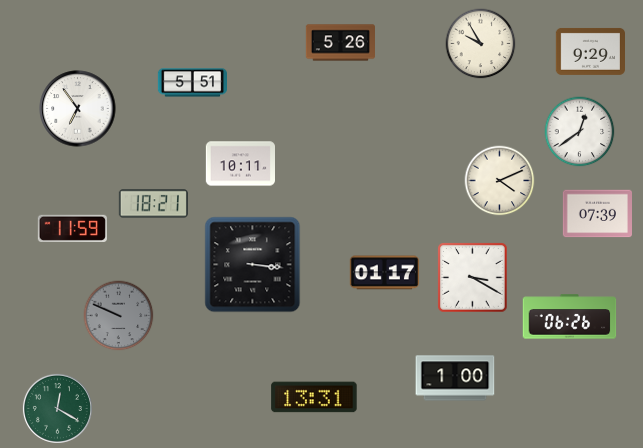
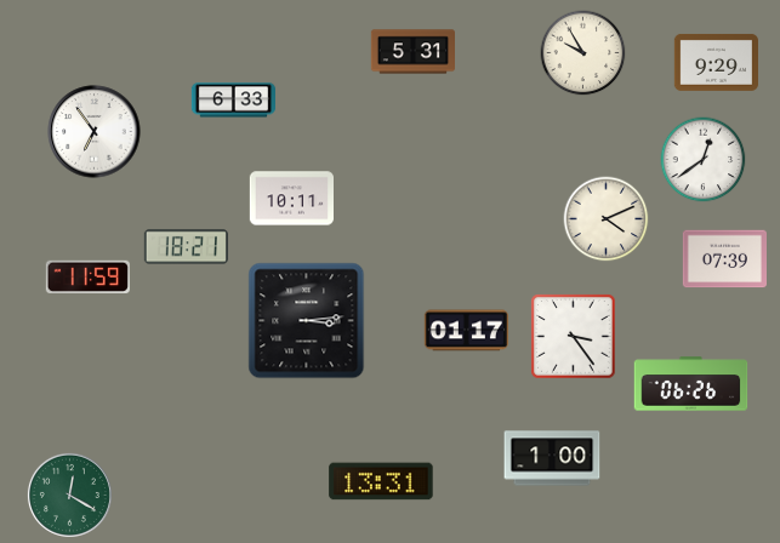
clock at (340, 43): 5:26 -> 5:31
clock at (192, 83): 5:51 -> 6:33
clock at (253, 265): 3:16 -> 3:14
clock at (473, 278): 3:20 -> 3:24
clock at (119, 316): 9:49 -> none
